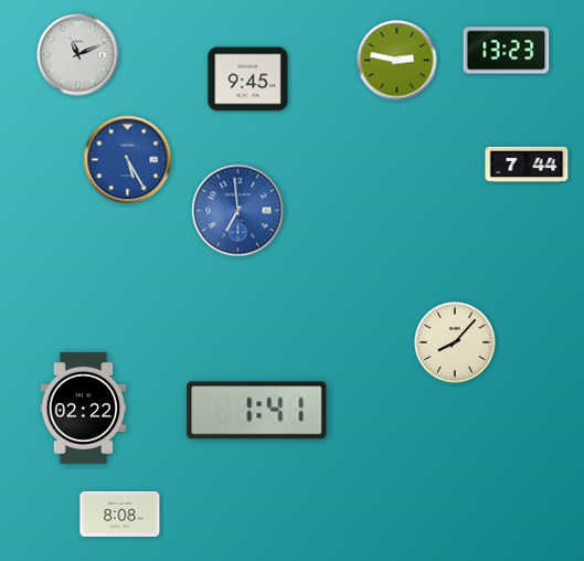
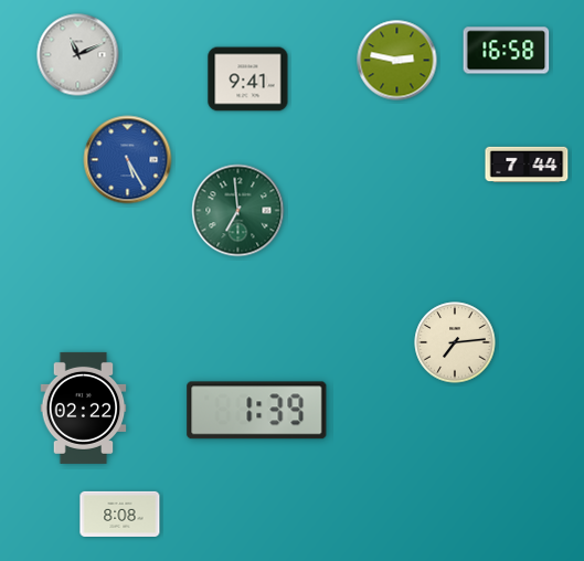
clock at (507, 51): 13:23 -> 16:58
clock at (248, 80): 9:45 -> 9:41
clock at (238, 211) dial: blue -> green
clock at (455, 342): 8:07 -> 7:14
clock at (257, 411): 1:41 -> 1:39
